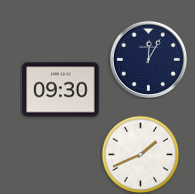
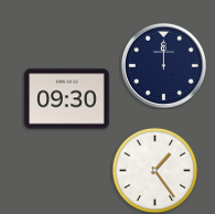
clock at (148, 59): 12:05 -> 12:00
clock at (140, 154): 1:41 -> 1:24
